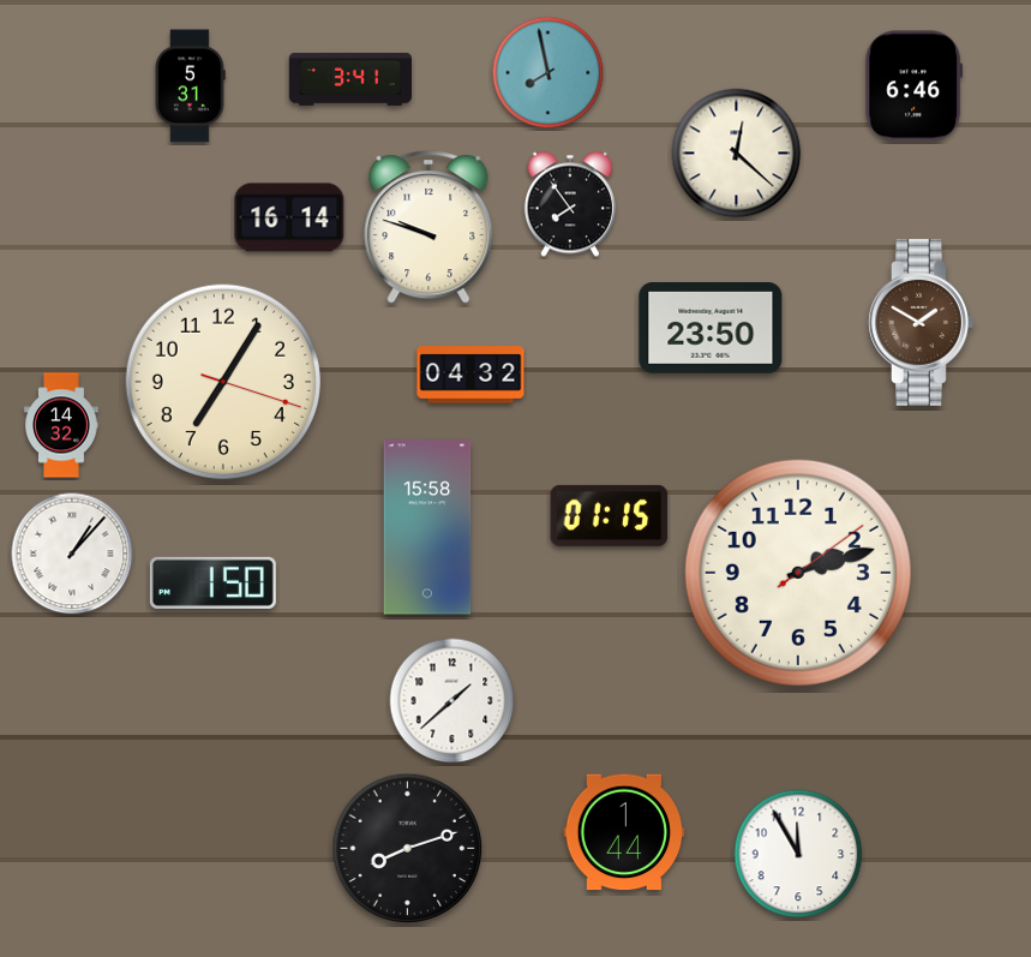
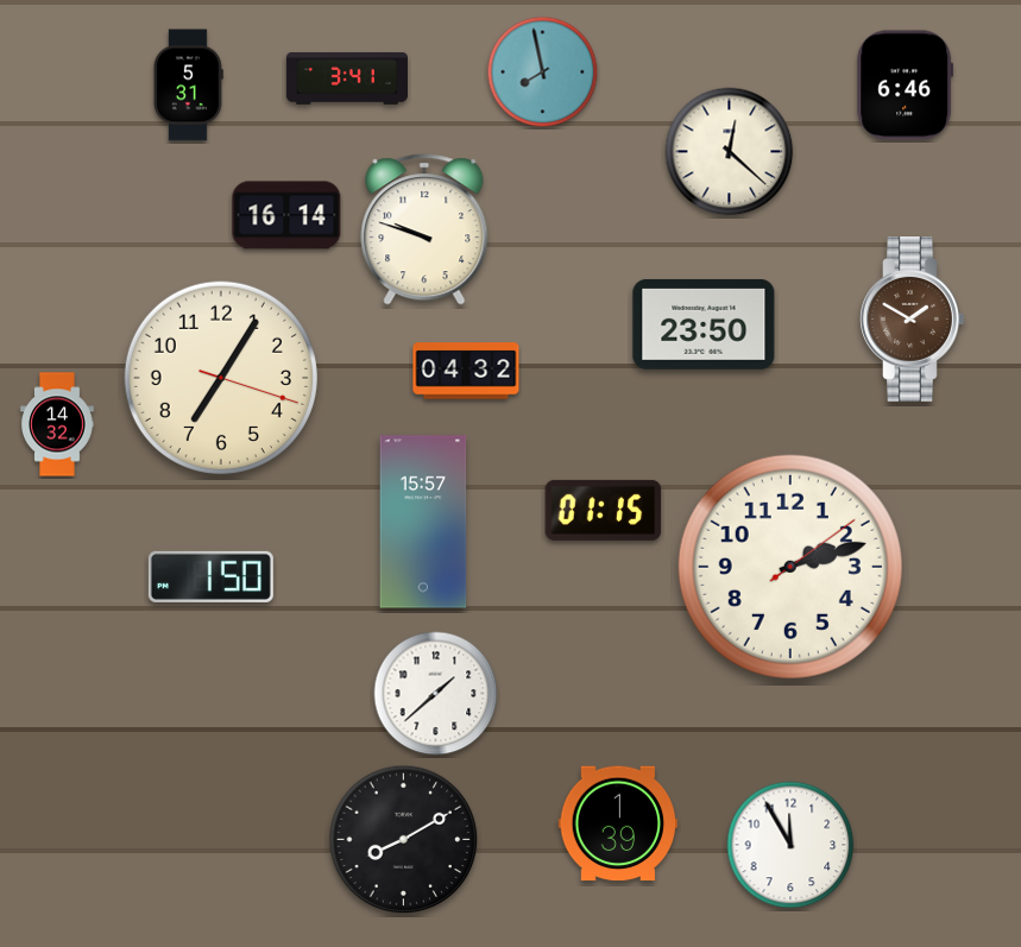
clock at (570, 204): 7:54 -> none
clock at (428, 227) position: (428, 227) -> (424, 229)
clock at (61, 425) position: (61, 425) -> (57, 424)
clock at (427, 527): 15:58 -> 15:57
clock at (72, 554): 1:07 -> none
clock at (452, 701) position: (452, 701) -> (436, 694)
clock at (624, 832): 1:44 -> 1:39
clock at (408, 849): 8:12 -> 8:10
